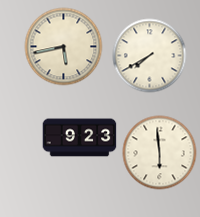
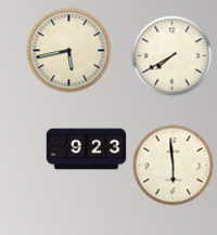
clock at (150, 56) position: (150, 56) -> (173, 56)
